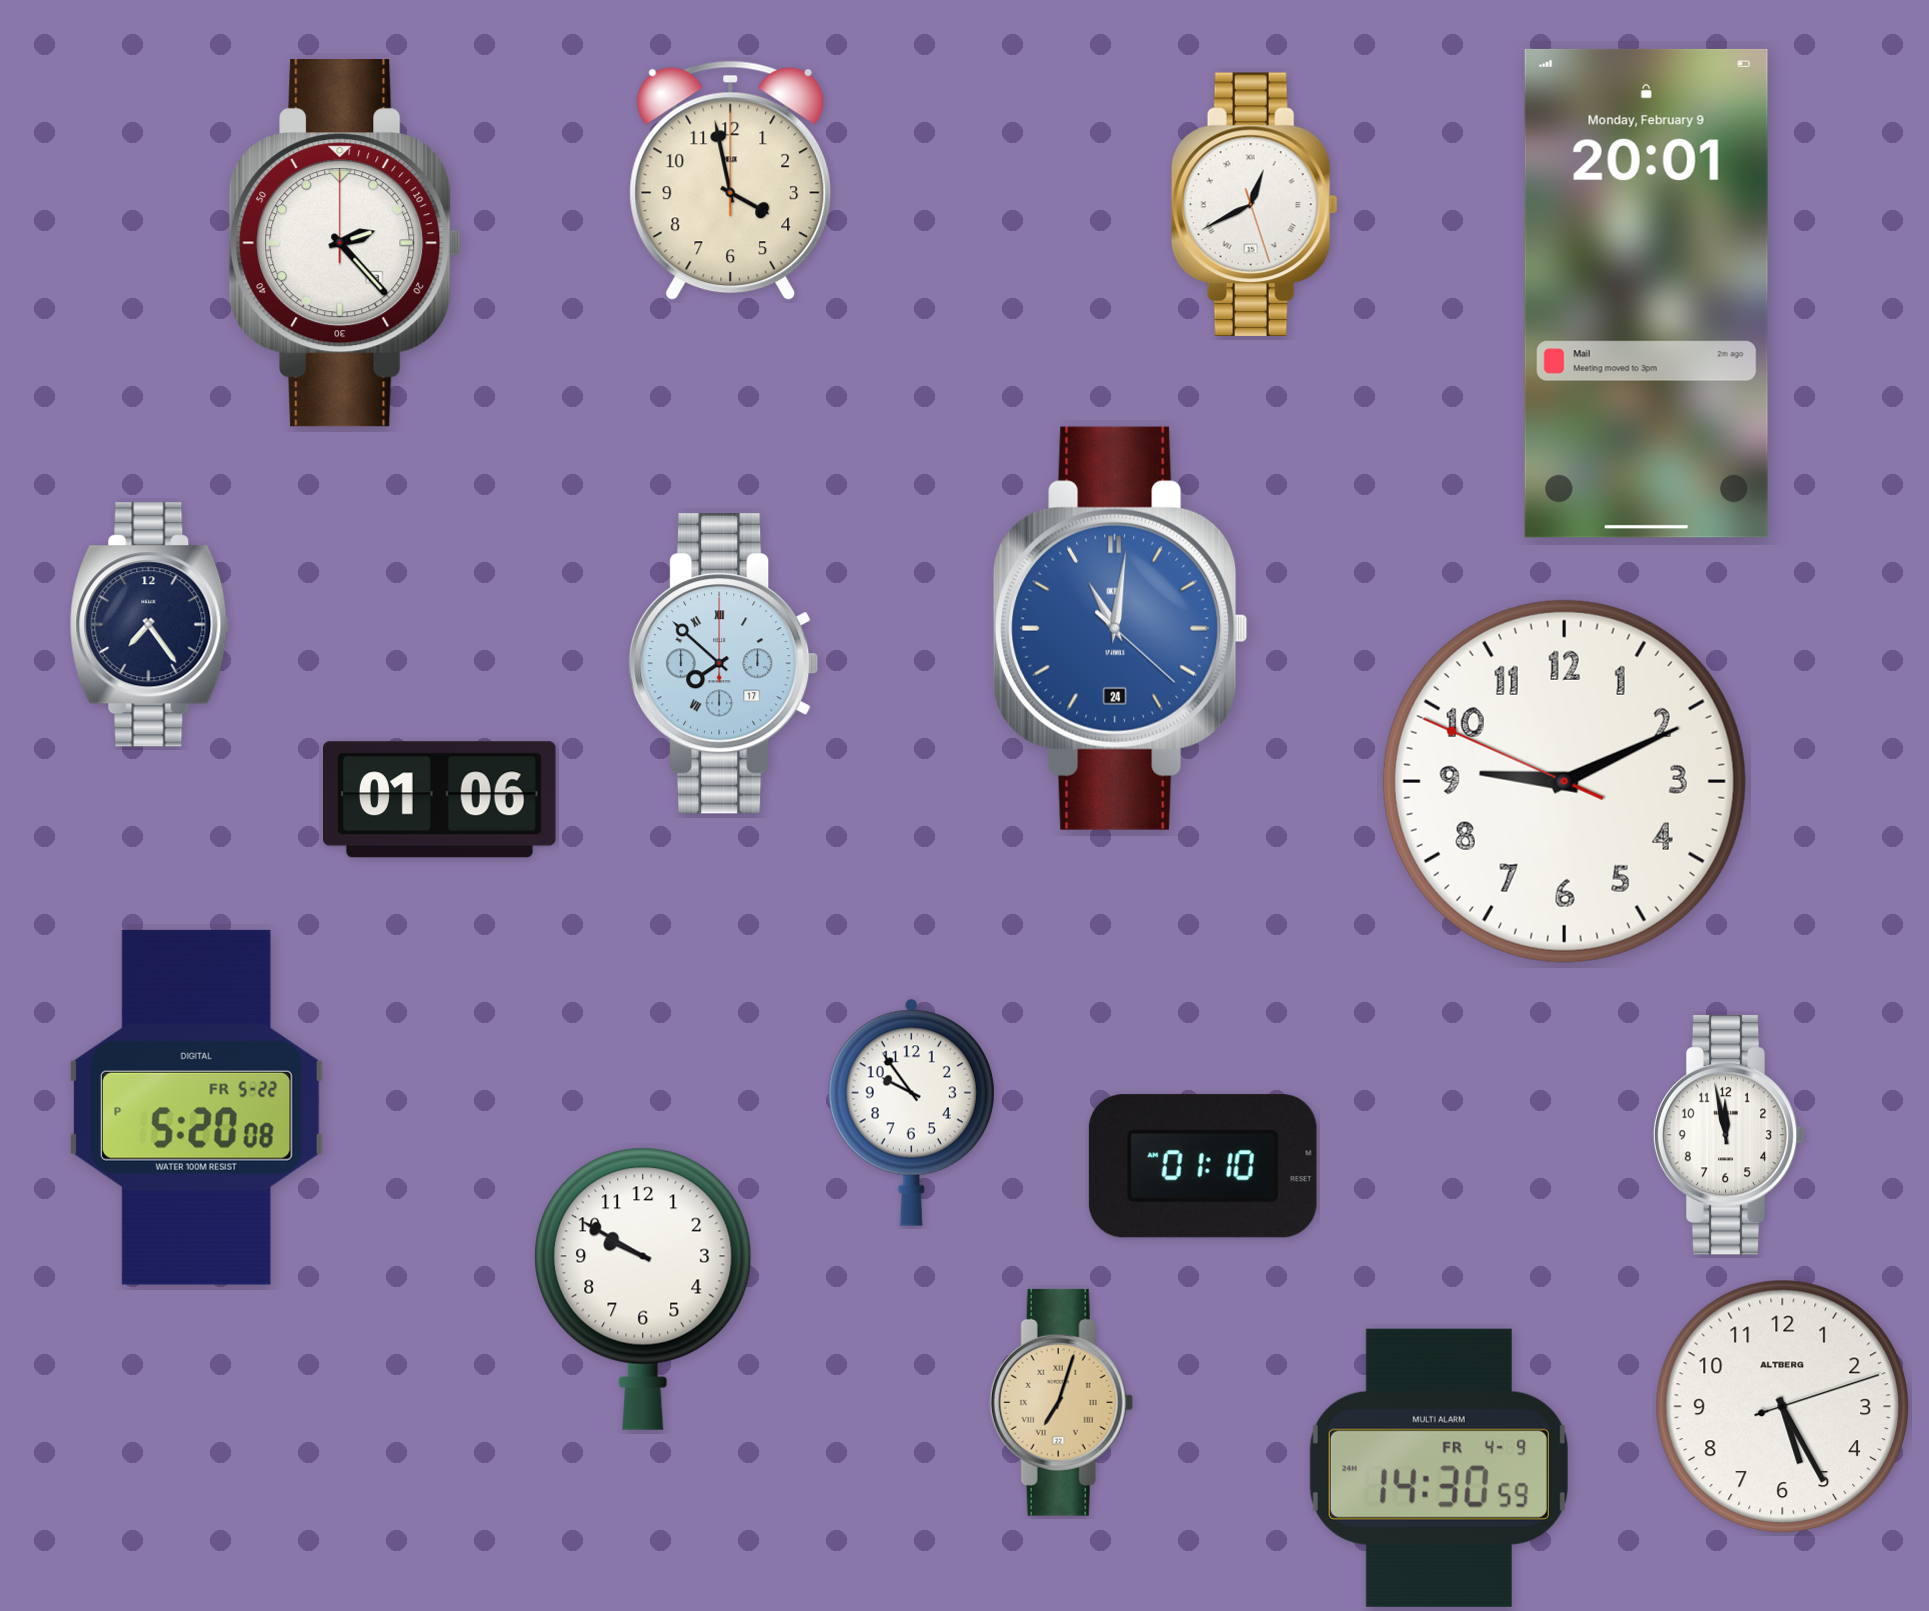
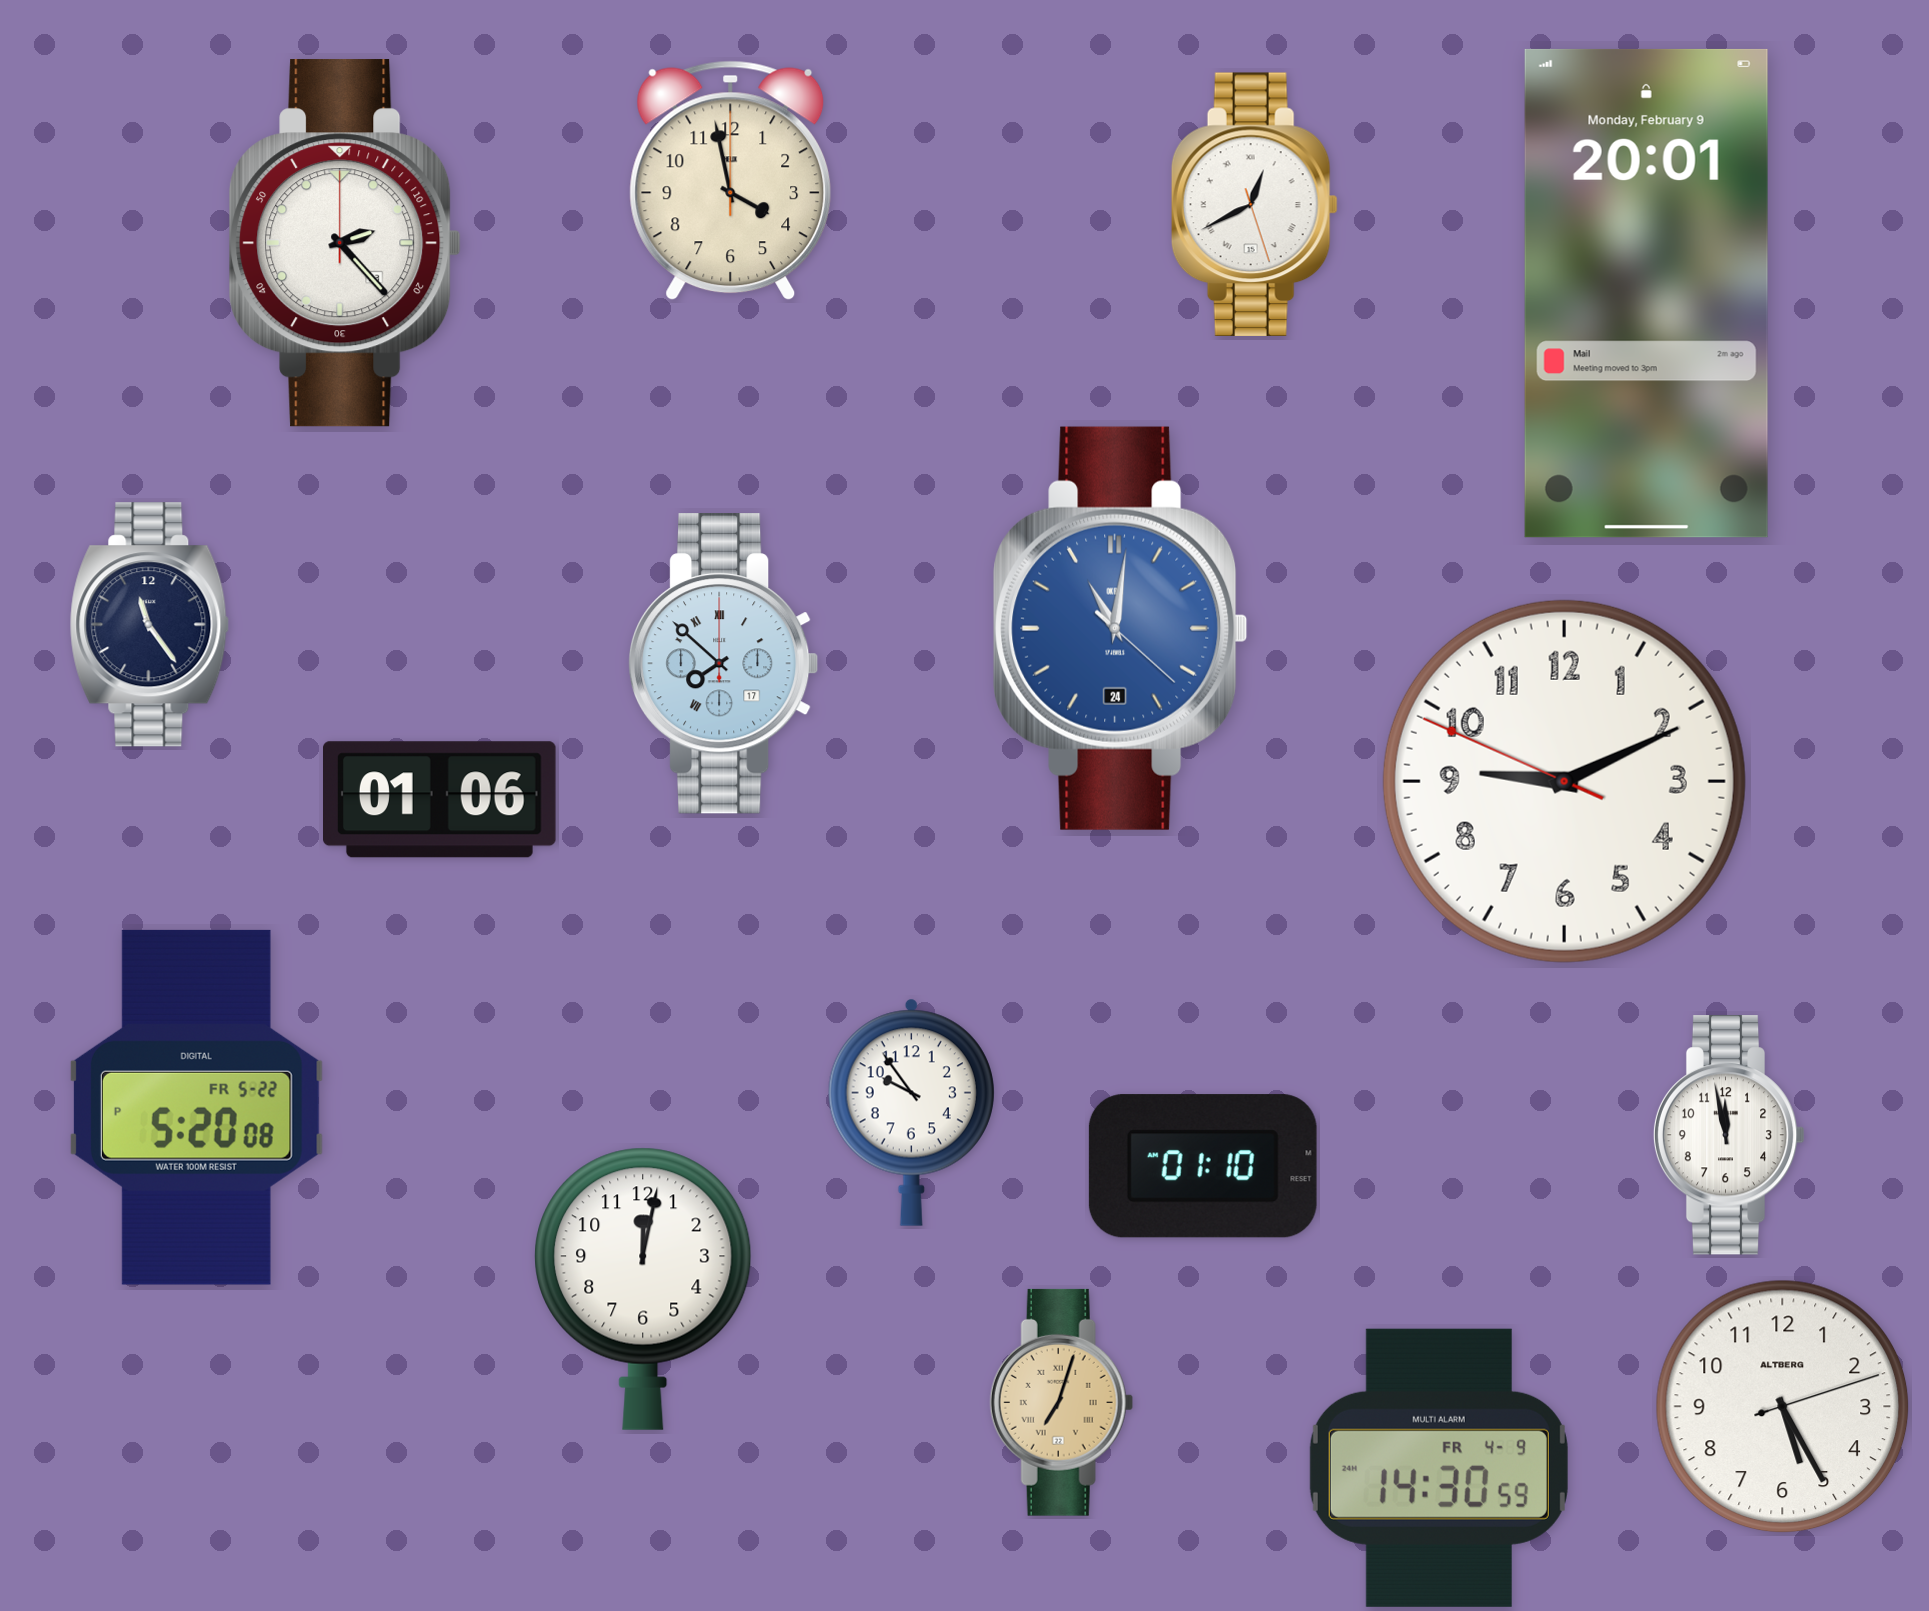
clock at (150, 625): 7:24 -> 11:24
clock at (643, 1289): 9:50 -> 12:02
